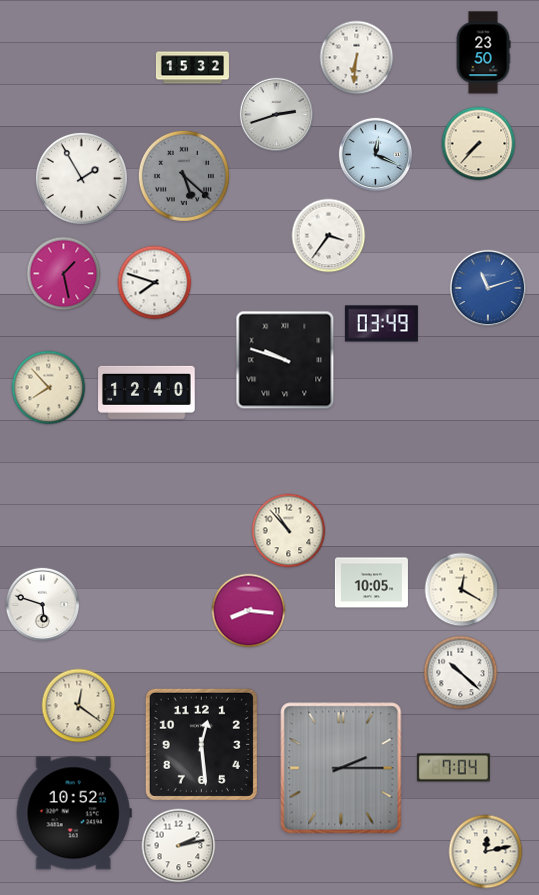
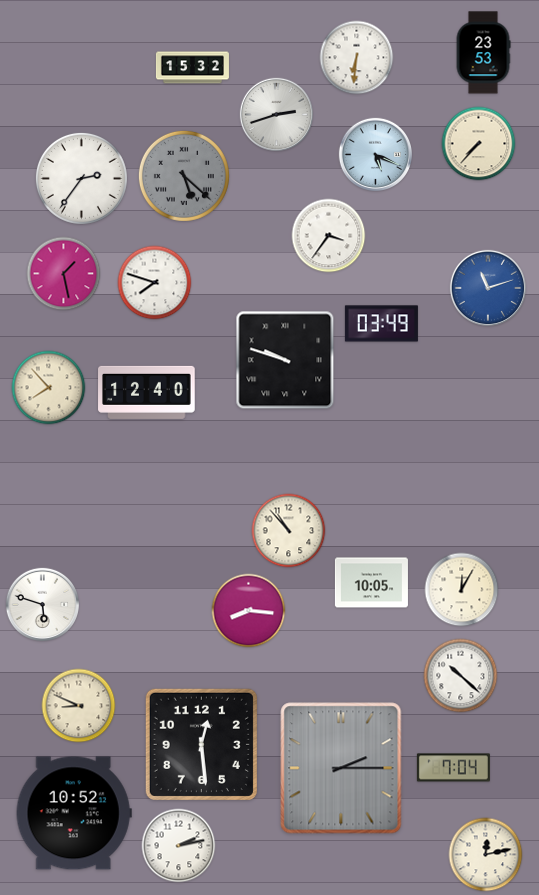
clock at (483, 53): 23:50 -> 23:53
clock at (376, 155): 12:19 -> 5:19
clock at (81, 178): 1:55 -> 2:36
clock at (462, 590): 12:20 -> 12:05
clock at (461, 673) position: (461, 673) -> (461, 676)
clock at (79, 706): 12:21 -> 8:49
clock at (486, 852) position: (486, 852) -> (486, 855)
